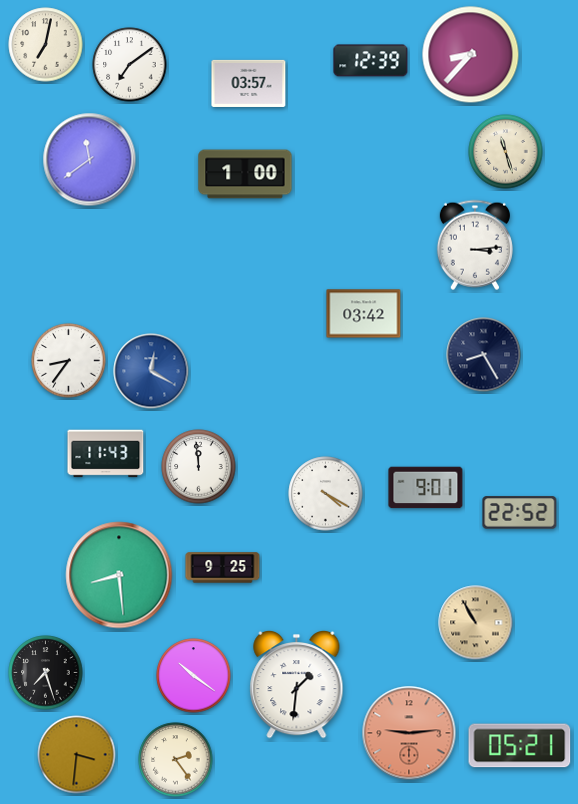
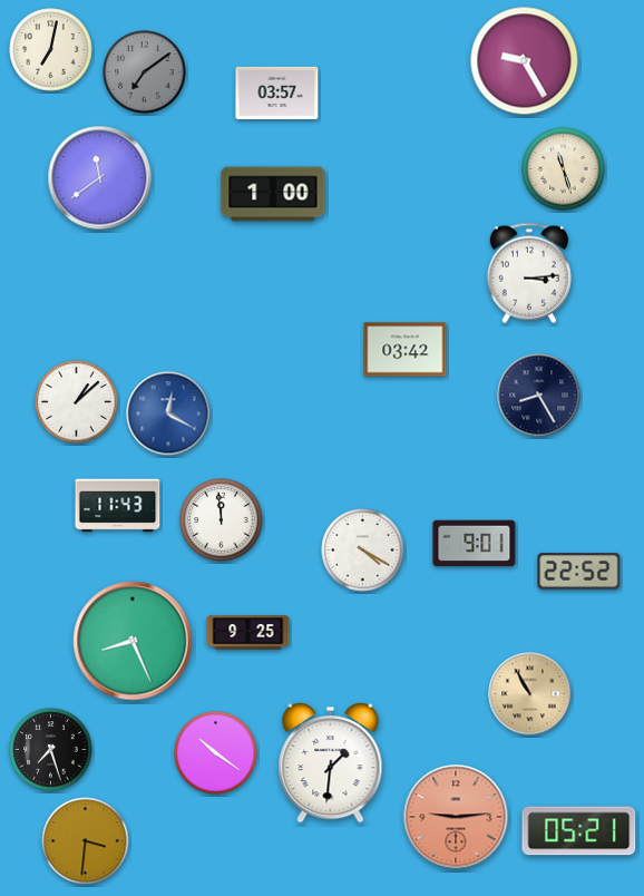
clock at (471, 55): 8:37 -> 9:25
clock at (371, 61): 12:39 -> none
clock at (130, 65) dial: white -> grey
clock at (69, 361): 8:36 -> 1:08
clock at (119, 575): 8:29 -> 8:26
clock at (176, 760): 2:24 -> none
